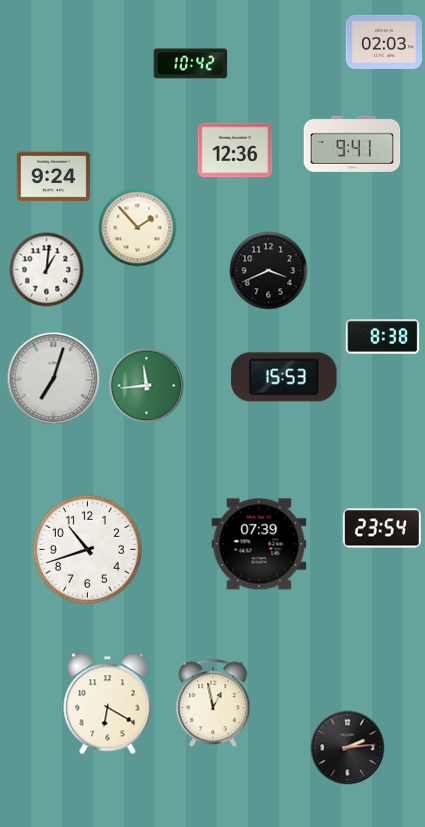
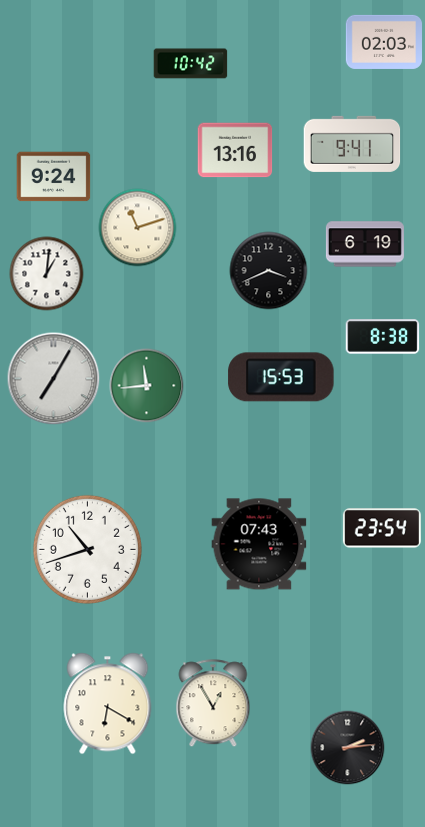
clock at (235, 150): 12:36 -> 13:16
clock at (138, 228): 1:53 -> 11:12
clock at (365, 244): none -> 6:19
clock at (47, 270) position: (47, 270) -> (47, 274)
clock at (284, 377) position: (284, 377) -> (281, 377)
clock at (54, 379): 7:03 -> 7:05
clock at (259, 544): 07:39 -> 07:43
clock at (213, 704): 12:58 -> 12:55
